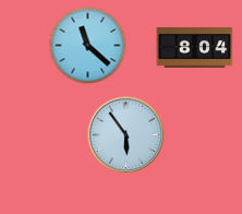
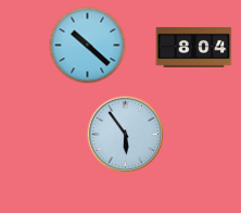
clock at (88, 46): 11:22 -> 10:22
